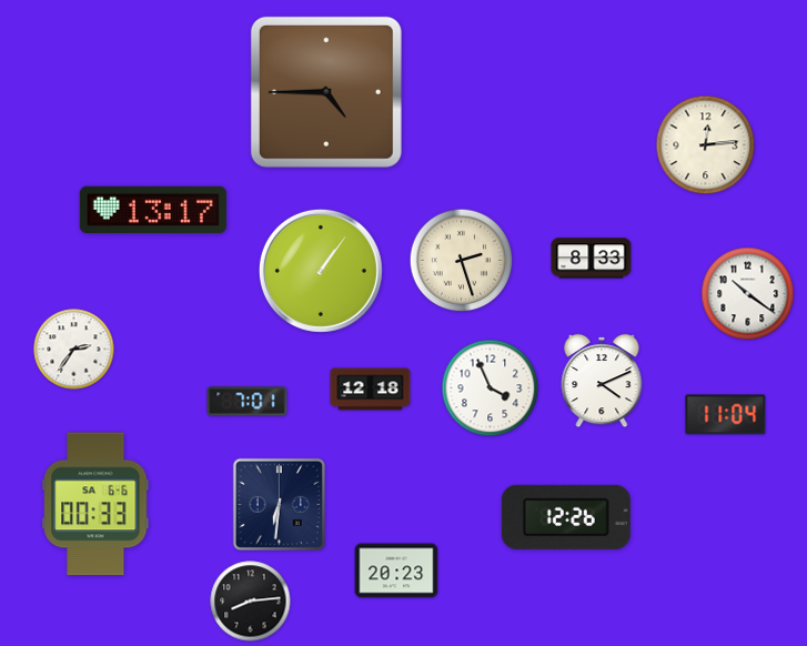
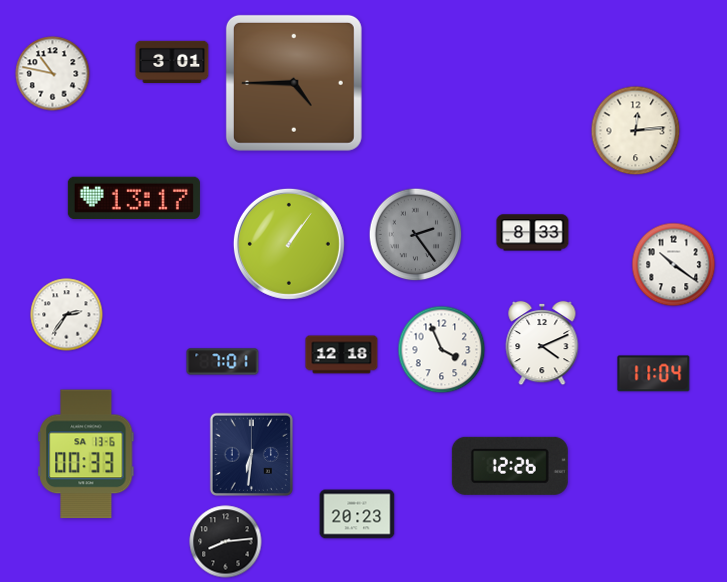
clock at (172, 61): none -> 3:01
clock at (53, 74): none -> 10:47
clock at (153, 210) position: (153, 210) -> (134, 198)
clock at (462, 261): 2:27 -> 2:24
clock at (462, 261) dial: cream -> grey
clock at (371, 390) position: (371, 390) -> (342, 355)
clock at (95, 504) date: SA 6-6 -> SA 13-6
